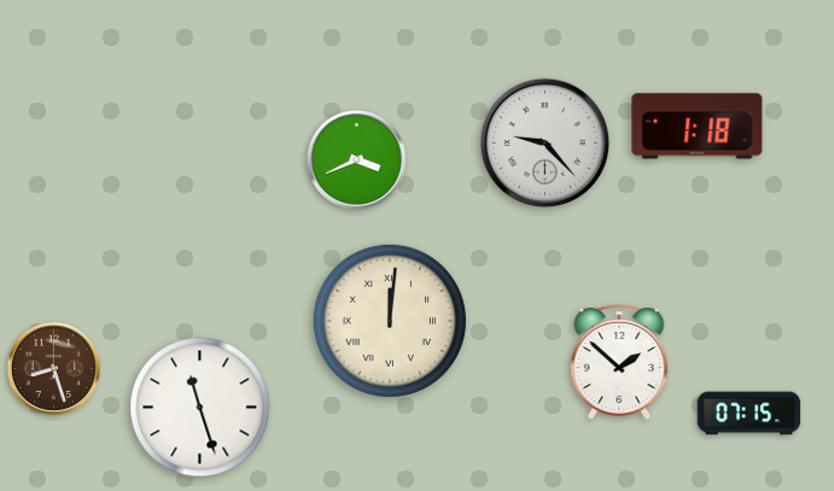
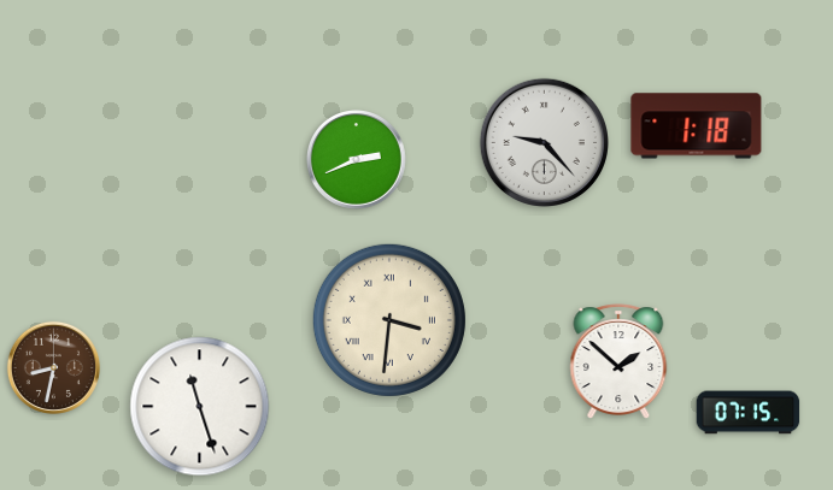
clock at (357, 160): 3:41 -> 2:41
clock at (390, 321): 12:01 -> 3:31
clock at (53, 368): 8:27 -> 8:32
